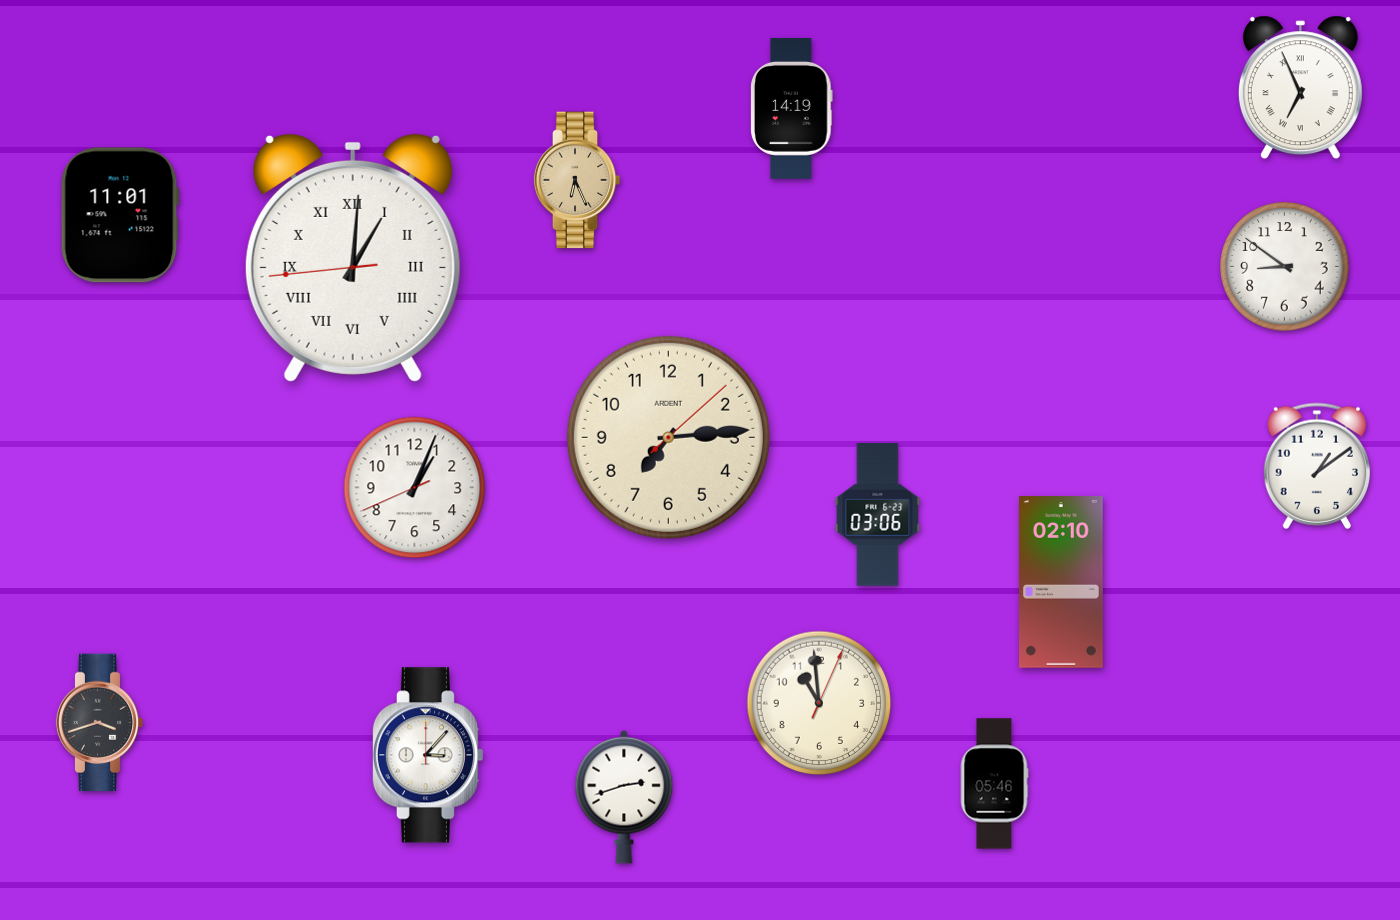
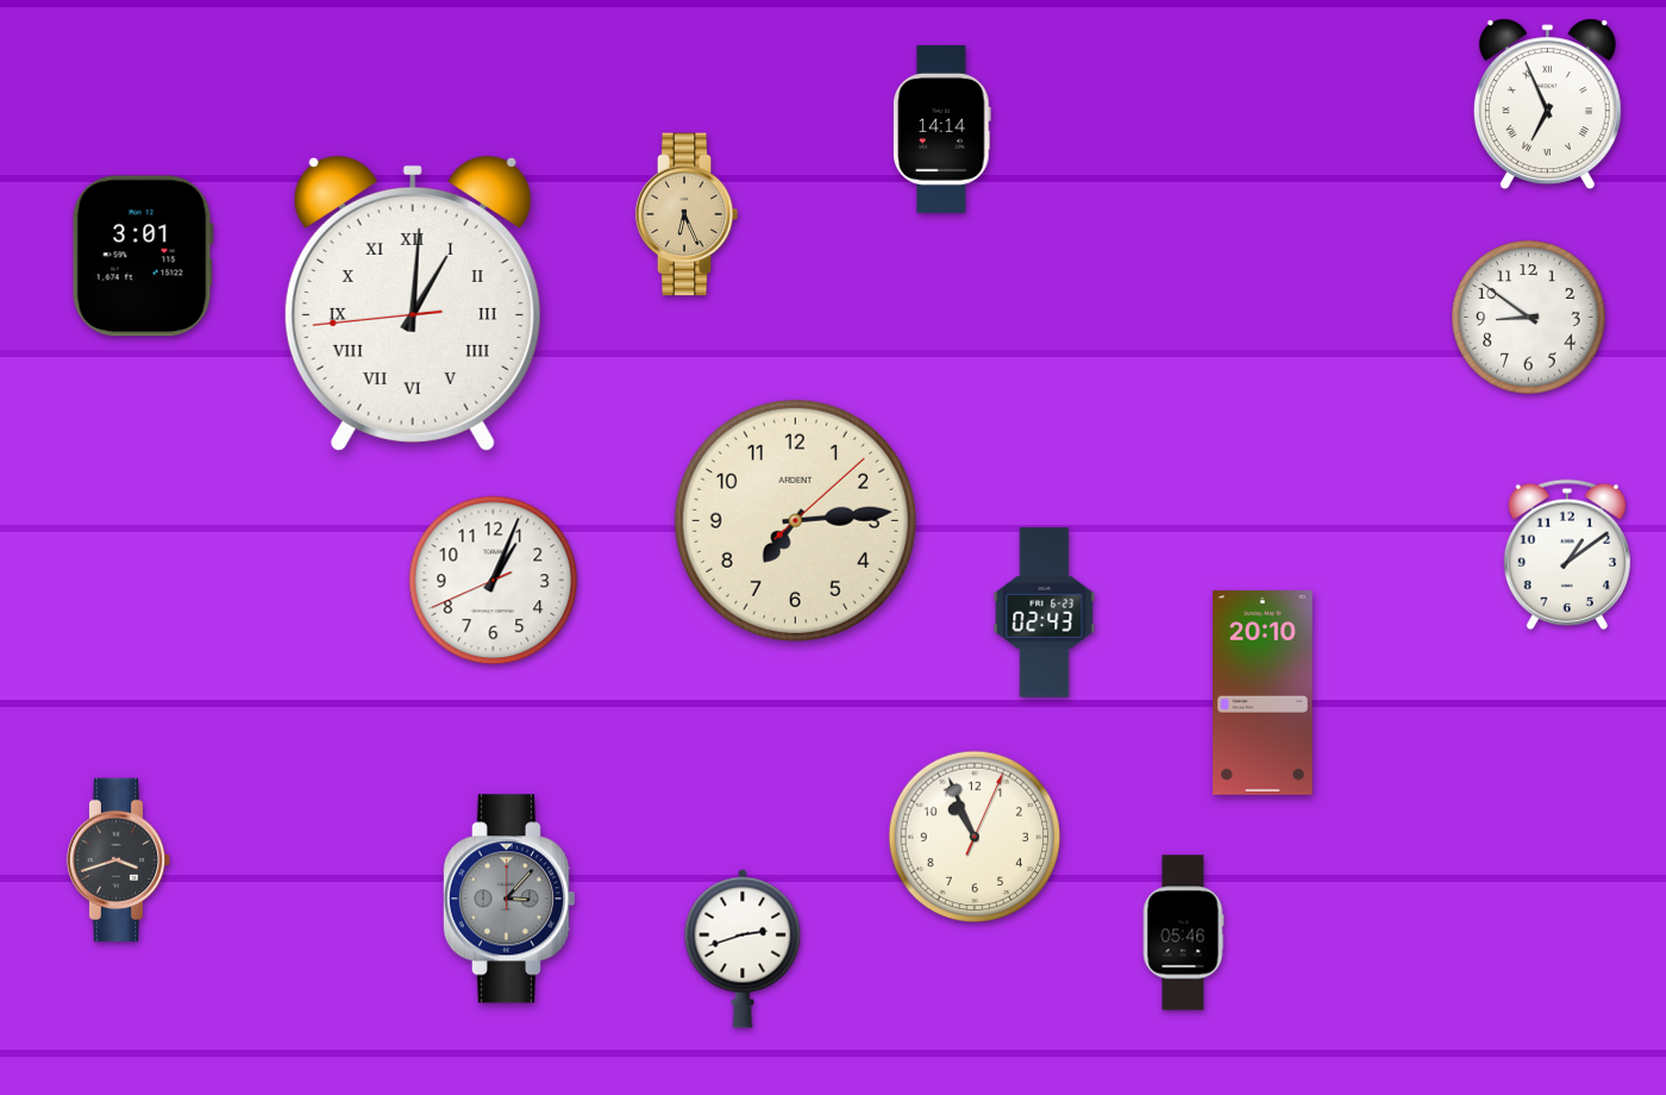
clock at (792, 108): 14:19 -> 14:14
clock at (120, 215): 11:01 -> 3:01
clock at (353, 258) position: (353, 258) -> (413, 304)
clock at (878, 515): 03:06 -> 02:43
clock at (1062, 582): 02:10 -> 20:10
clock at (819, 703): 10:59 -> 10:56
clock at (427, 755) dial: white -> grey
